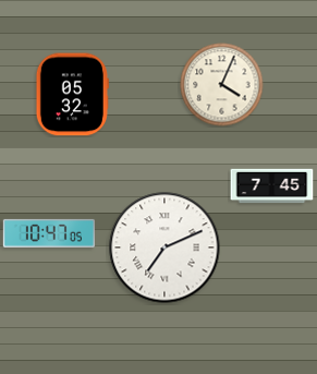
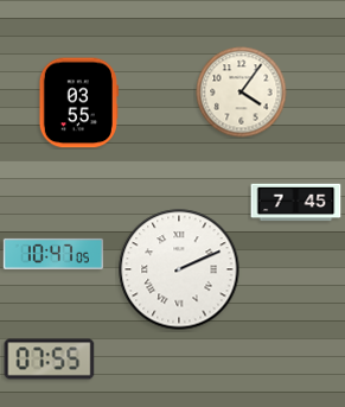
clock at (222, 85): 4:04 -> 4:06
clock at (72, 95): 05:32 -> 03:55
clock at (164, 248): 7:11 -> 2:11
clock at (50, 360): none -> 07:55
